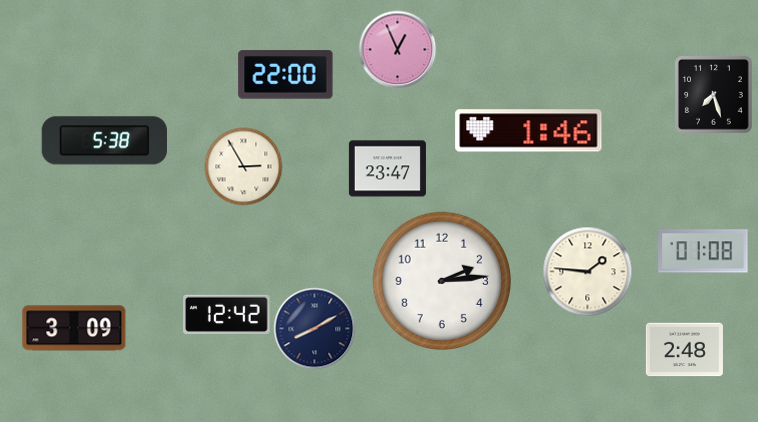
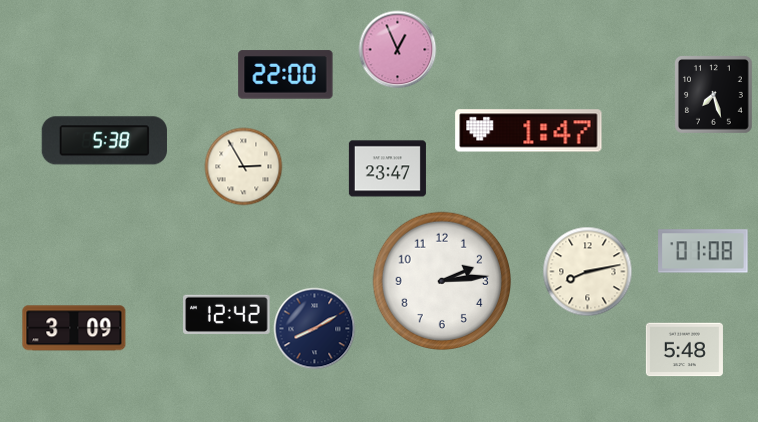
clock at (529, 131): 1:46 -> 1:47
clock at (587, 271): 1:46 -> 8:13
clock at (684, 350): 2:48 -> 5:48
